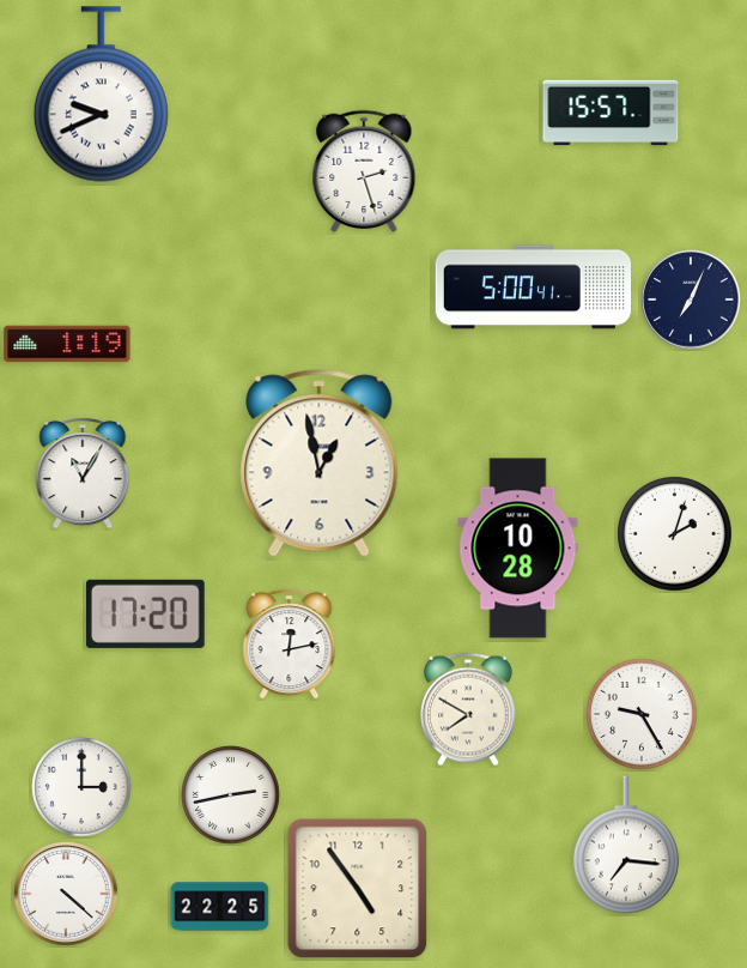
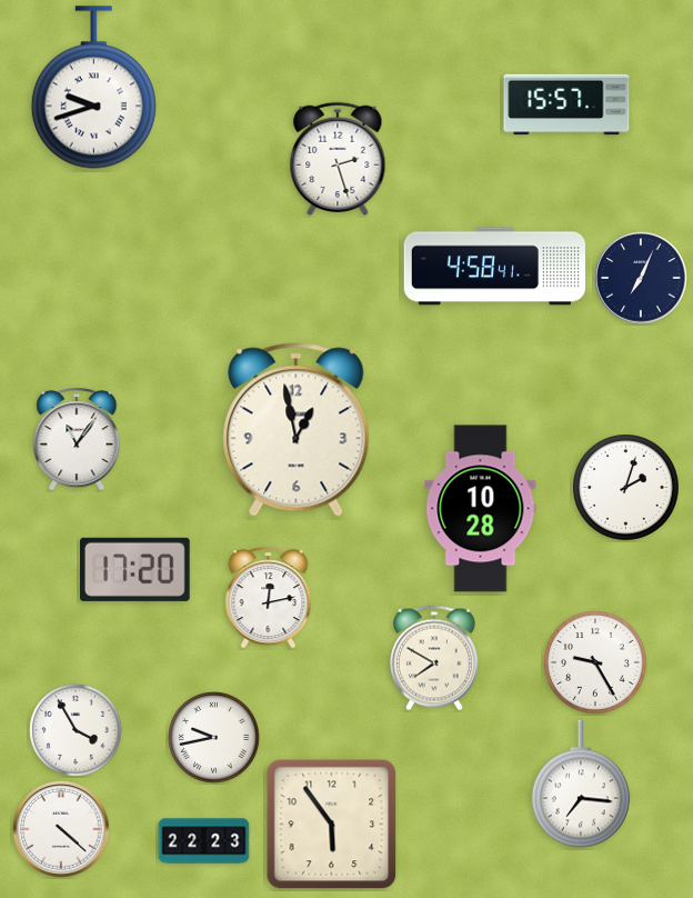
clock at (101, 95): 9:41 -> 9:42
clock at (533, 288): 5:00 -> 4:58
clock at (67, 344): 1:19 -> none
clock at (83, 474): 11:05 -> 11:06
clock at (675, 534) position: (675, 534) -> (626, 488)
clock at (81, 787): 3:00 -> 3:55
clock at (231, 795): 2:43 -> 9:43
clock at (358, 889): 4:54 -> 5:54
clock at (220, 907): 22:25 -> 22:23
